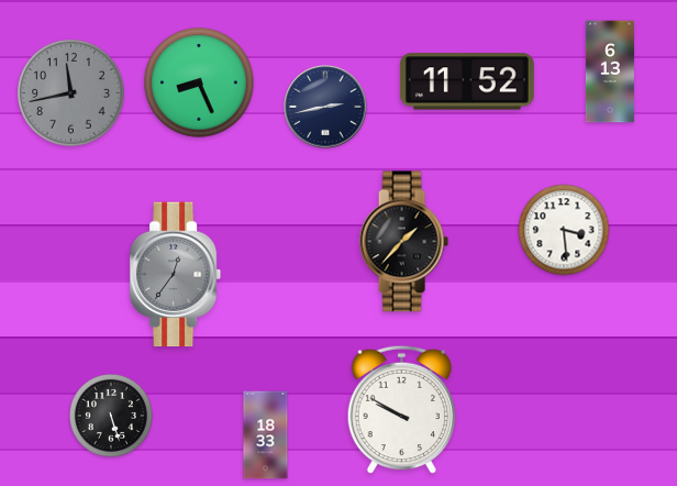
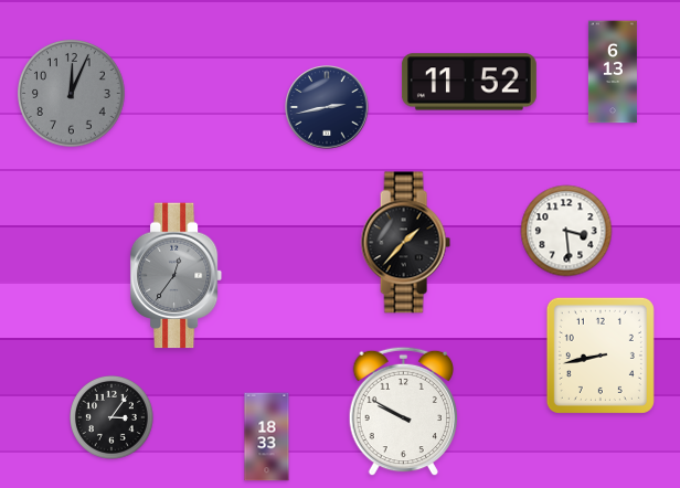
clock at (199, 82): 8:26 -> none
clock at (71, 93): 11:43 -> 12:04
clock at (601, 356): none -> 8:43
clock at (112, 417): 5:27 -> 3:06
